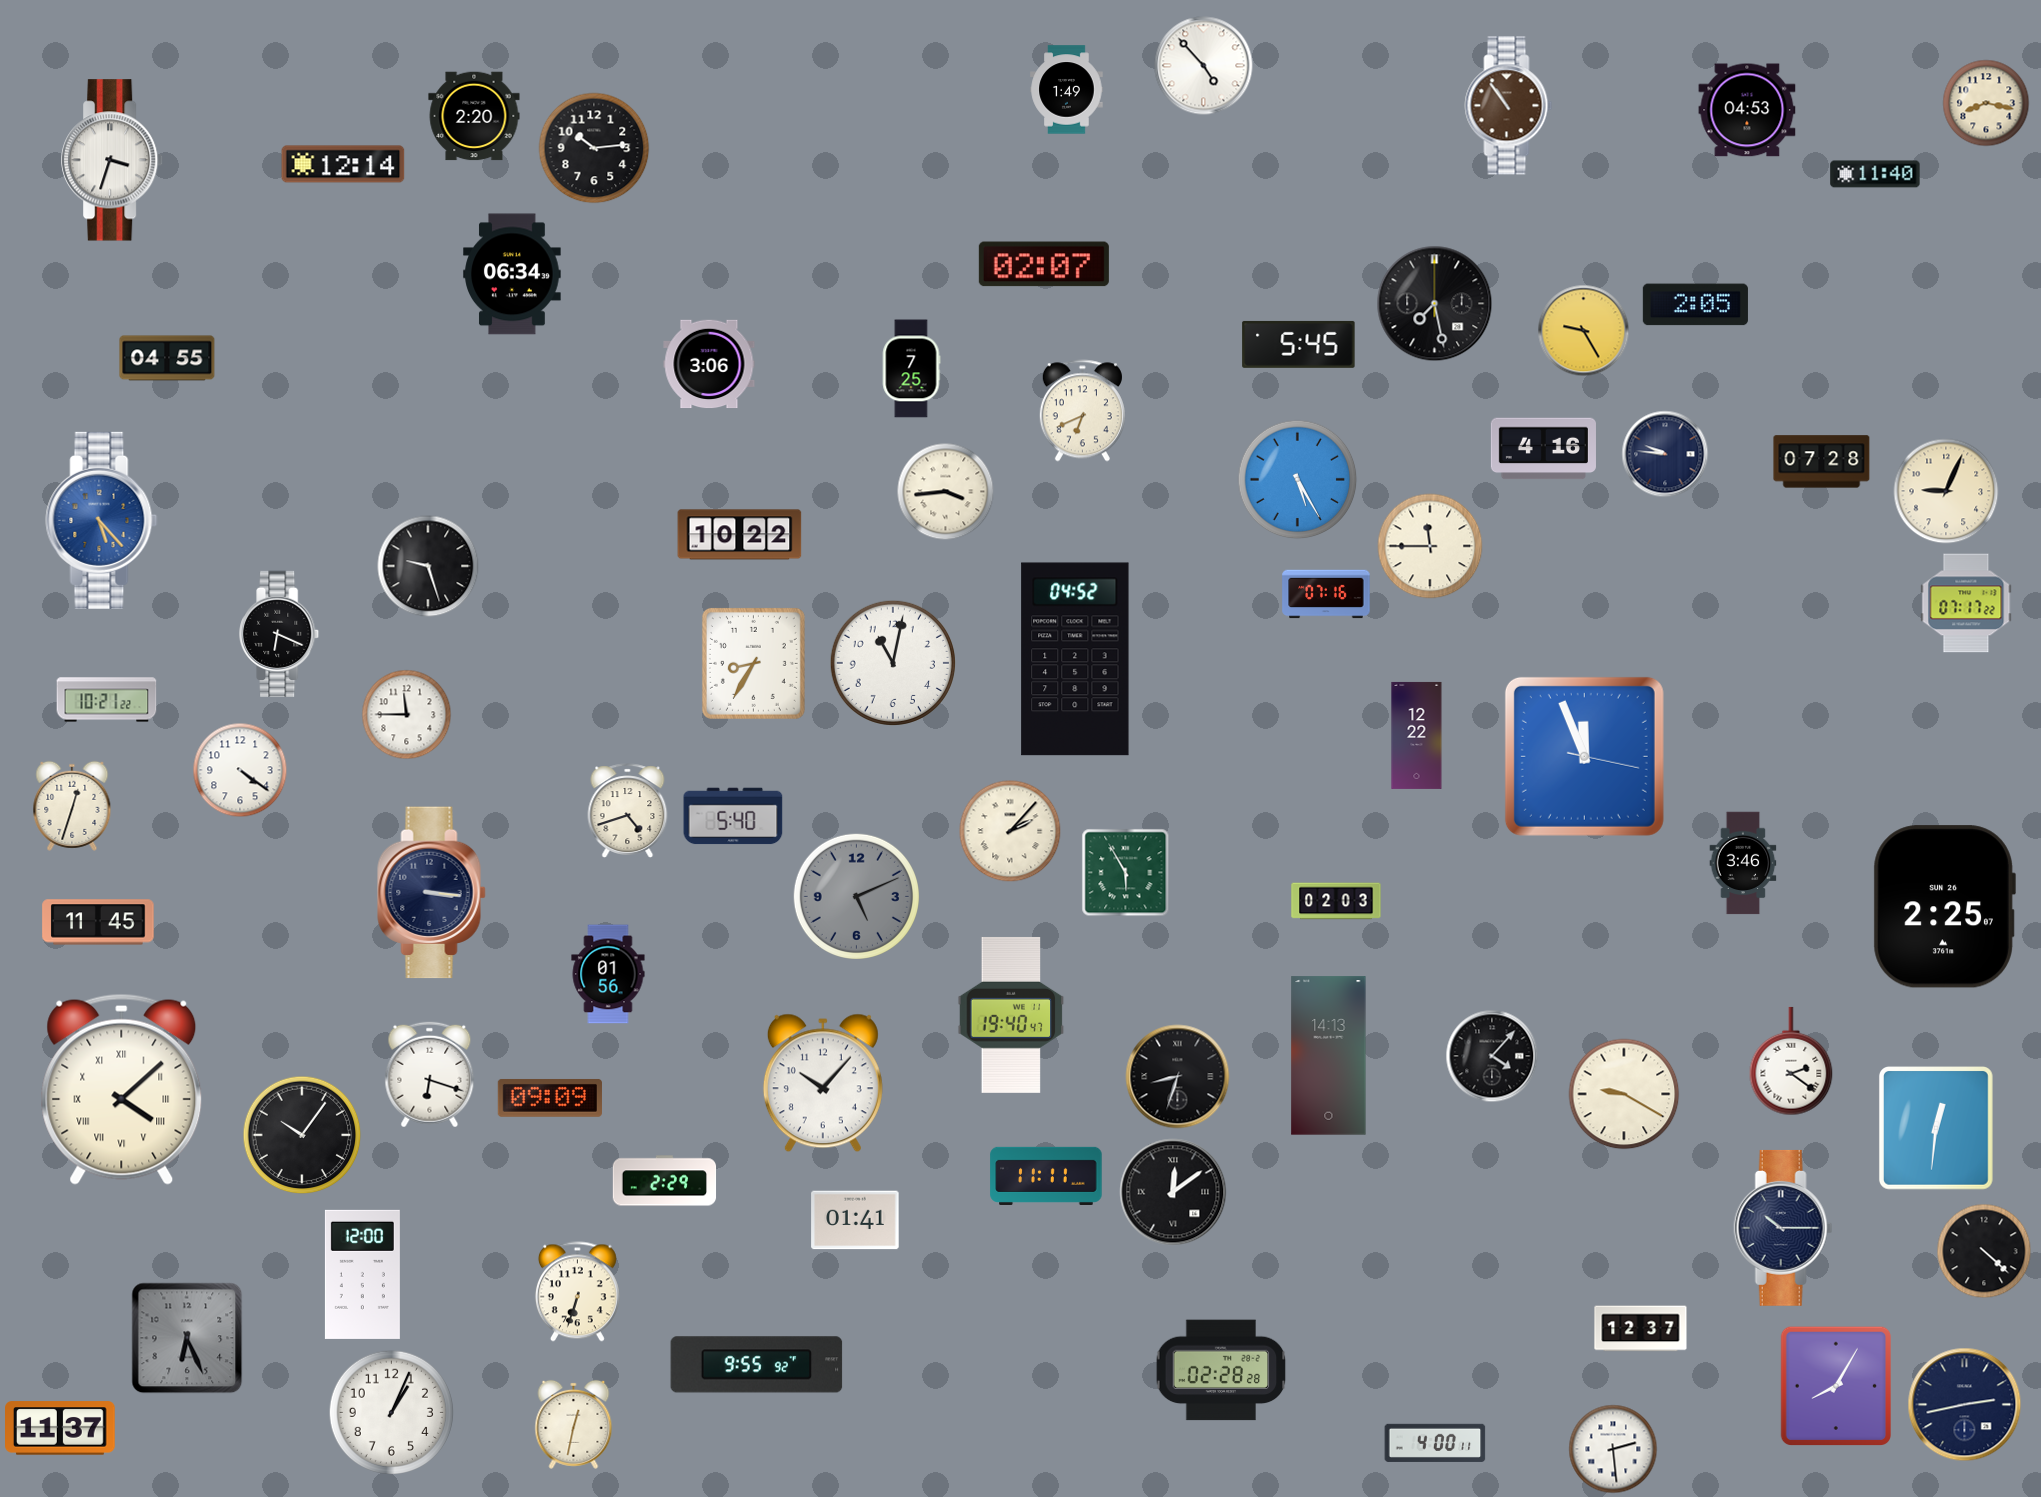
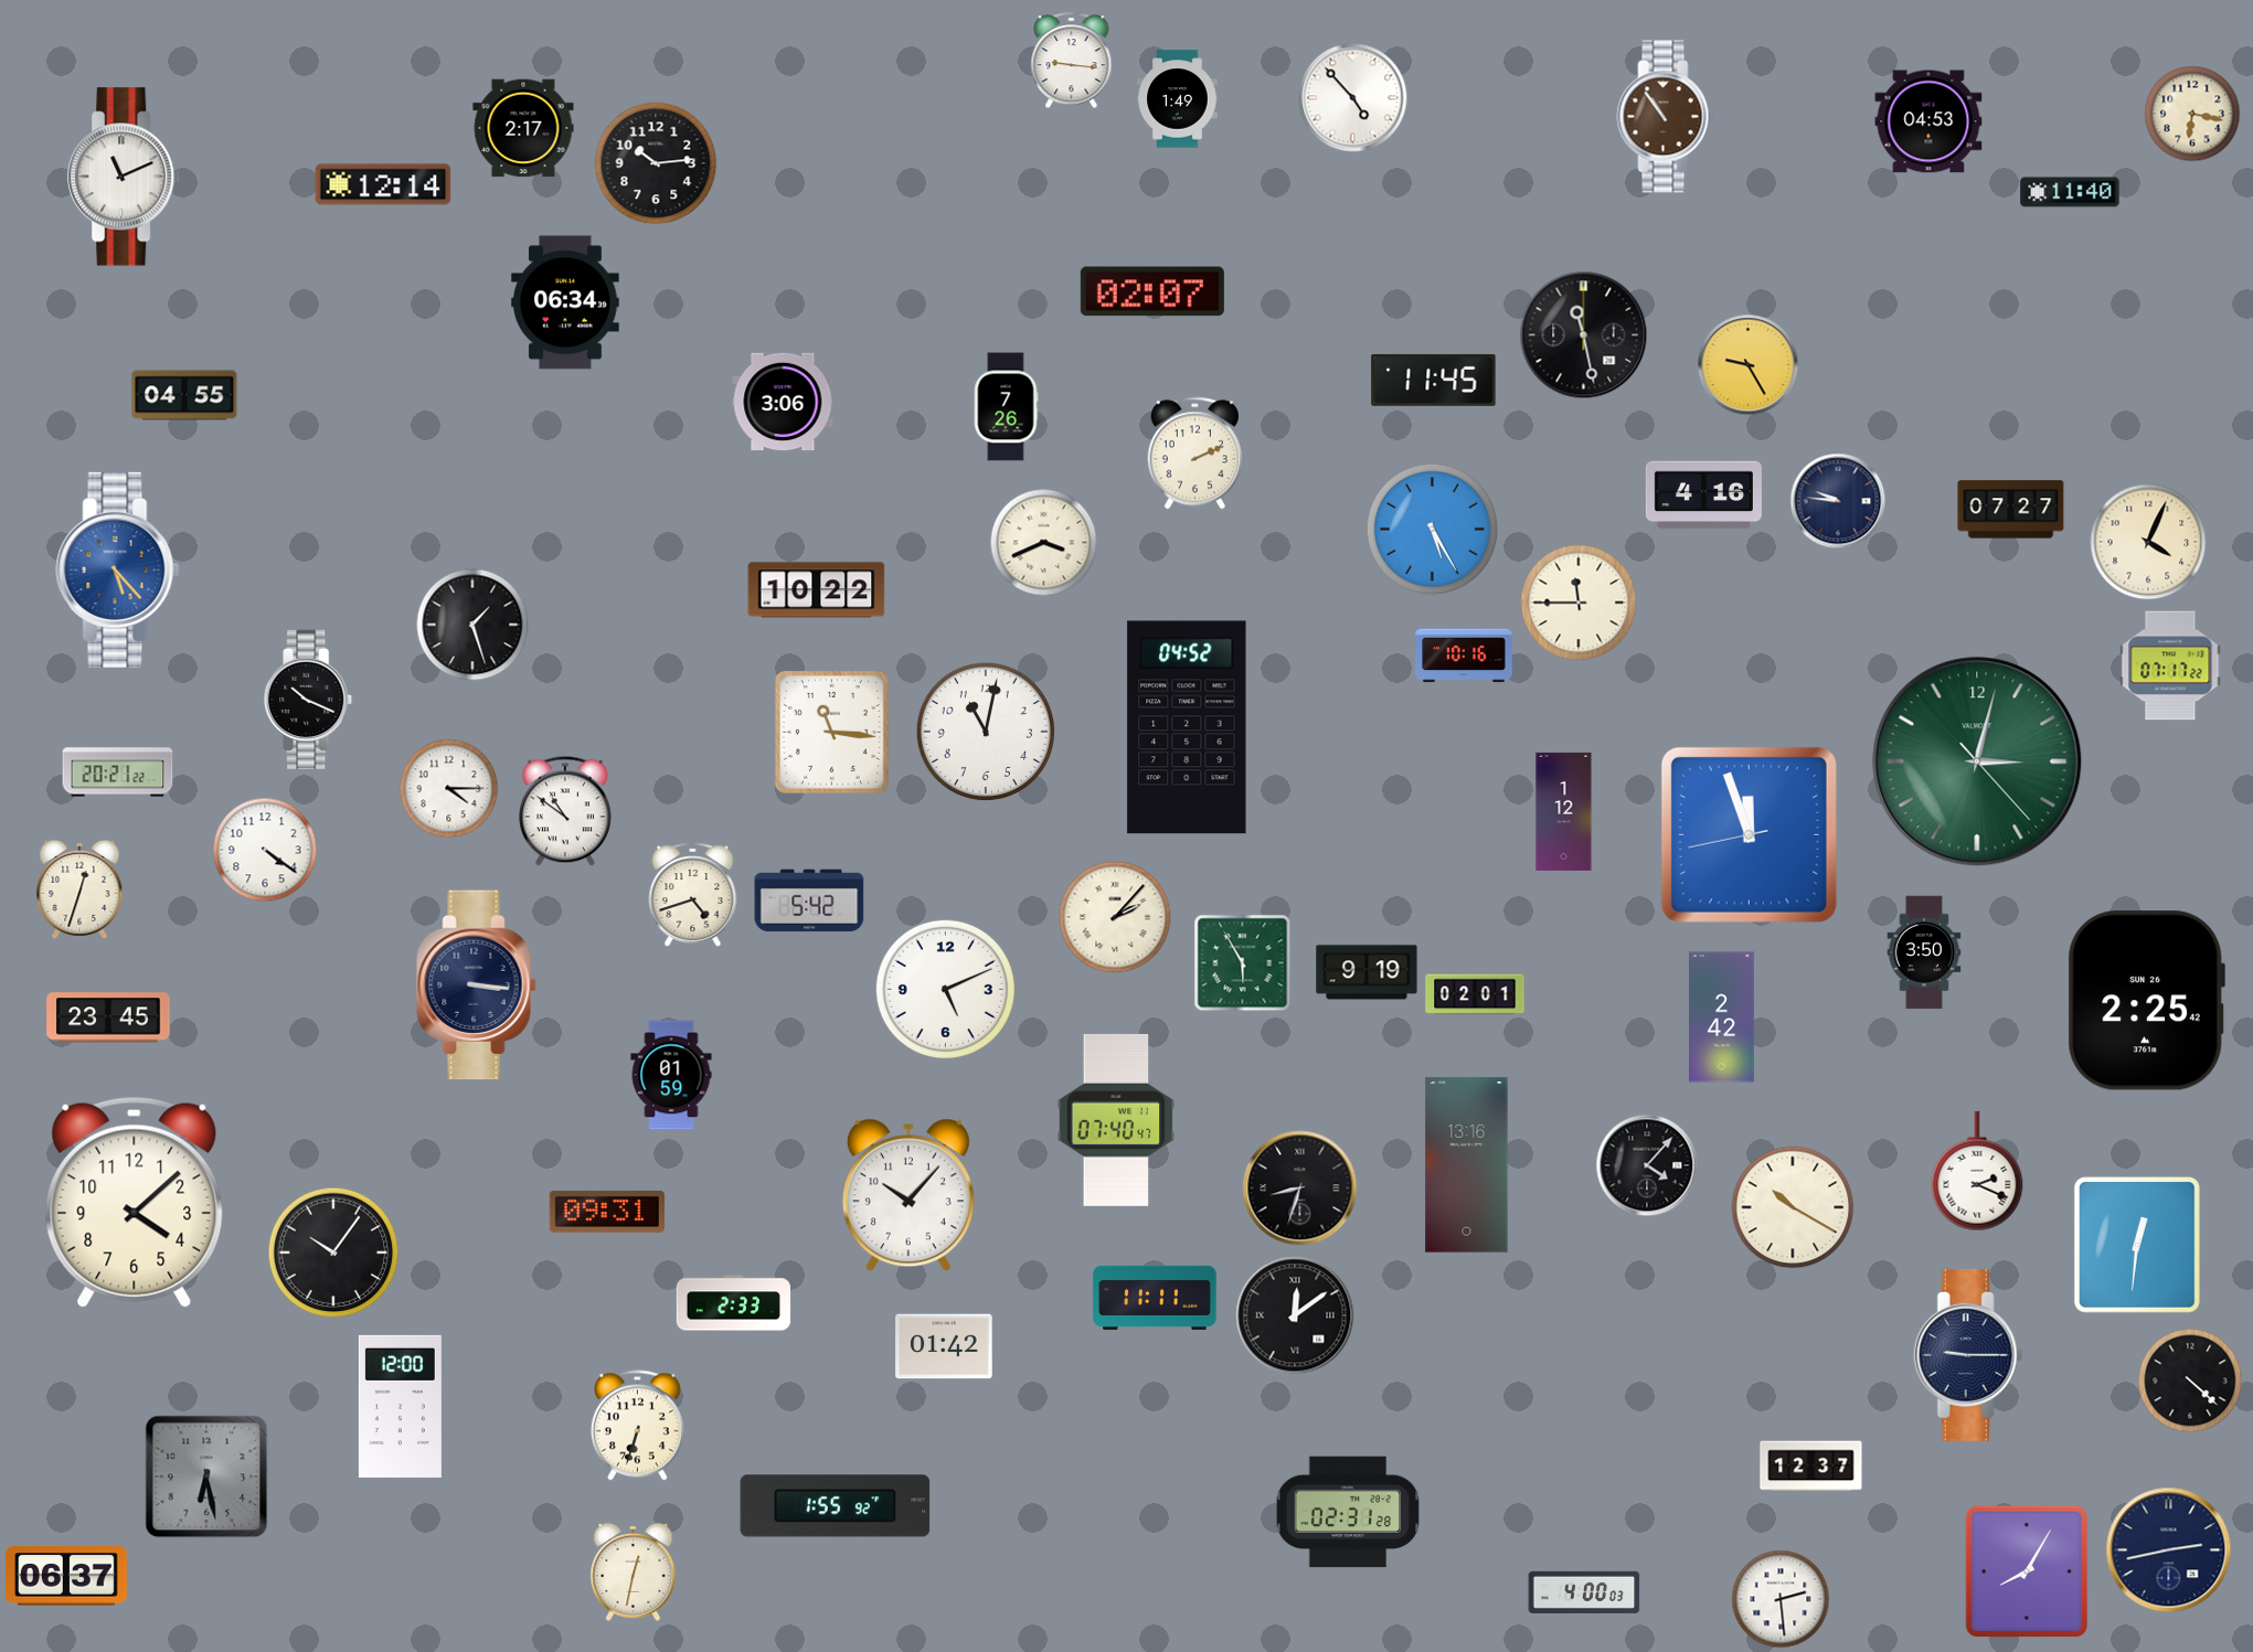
clock at (1072, 61): none -> 9:16
clock at (1204, 66) position: (1204, 66) -> (1353, 98)
clock at (1986, 103): 8:17 -> 6:17
clock at (474, 116): 2:20 -> 2:17
clock at (113, 160): 3:33 -> 11:11
clock at (343, 164) position: (343, 164) -> (383, 184)
clock at (1435, 304): 7:28 -> 11:28
clock at (1695, 305): 2:05 -> none
clock at (1299, 344): 5:45 -> 11:45
clock at (911, 369): 7:25 -> 7:26
clock at (1082, 411): 6:41 -> 2:11
clock at (1822, 462): 07:28 -> 07:27
clock at (1946, 491): 9:04 -> 4:04
clock at (946, 492): 3:44 -> 3:41
clock at (102, 520) position: (102, 520) -> (118, 569)
clock at (428, 566): 9:27 -> 1:27
clock at (1326, 594): 07:16 -> 10:16
clock at (280, 634): 6:19 -> 10:19
clock at (753, 663): 8:35 -> 11:16
clock at (1977, 761): none -> 3:02
clock at (107, 700): 10:21 -> 20:21
clock at (407, 715): 11:45 -> 4:15
clock at (566, 811): none -> 10:51
clock at (1417, 735): 12:22 -> 1:12
clock at (1584, 756): 11:56:17 -> 11:56:43
clock at (733, 816): 5:40 -> 5:42
clock at (1743, 863): 3:46 -> 3:50
clock at (1367, 972): none -> 9:19
clock at (856, 896) dial: grey -> white
clock at (1336, 901): 02:03 -> 02:01
clock at (1944, 907): 2:25:07 -> 2:25:42
clock at (98, 922): 11:45 -> 23:45
clock at (1722, 1017): none -> 2:42
clock at (608, 974): 01:56 -> 01:59
clock at (1011, 1015): 19:40 -> 07:40
clock at (1329, 1056): 14:13 -> 13:16
clock at (1791, 1061): 2:21 -> 2:19
clock at (430, 1075): 6:18 -> none
clock at (122, 1089) numerals: Roman -> Arabic
clock at (1624, 1094): 9:20 -> 10:20
clock at (550, 1098): 09:09 -> 09:31
clock at (665, 1181): 2:29 -> 2:33
clock at (855, 1220): 01:41 -> 01:42
clock at (1783, 1228): 10:15 -> 9:15
clock at (187, 1338): 6:26 -> 6:28
clock at (757, 1365): 9:55 -> 1:55
clock at (1221, 1370): 02:28 -> 02:31
clock at (1835, 1386) position: (1835, 1386) -> (2026, 1571)
clock at (391, 1412): 1:04 -> none
clock at (61, 1428): 11:37 -> 06:37
clock at (1435, 1443): 4:00:11 -> 4:00:03
